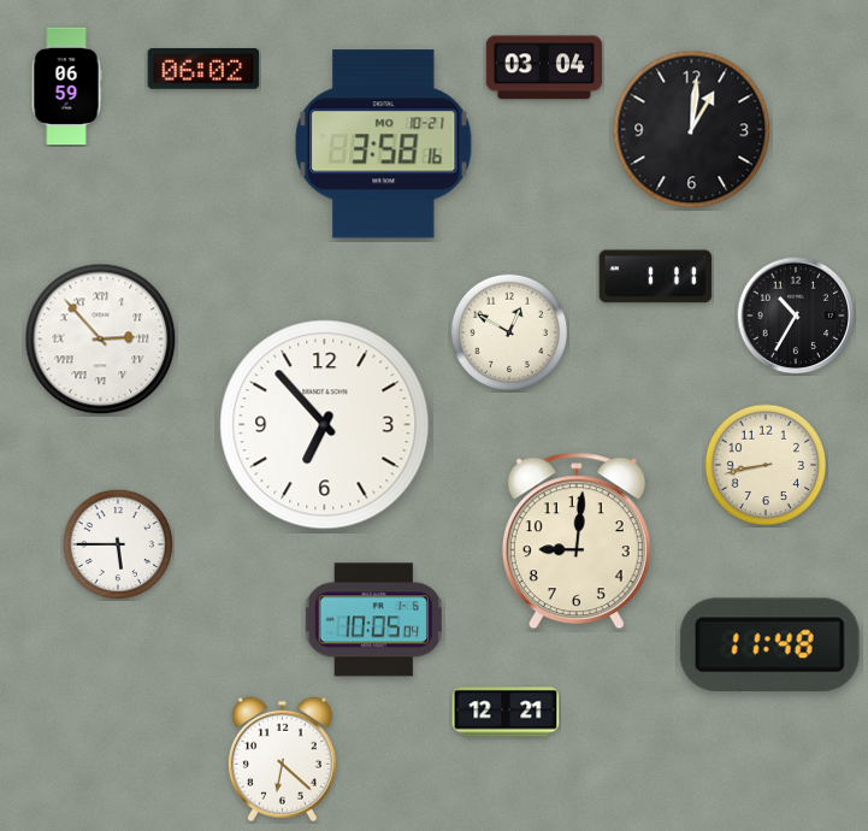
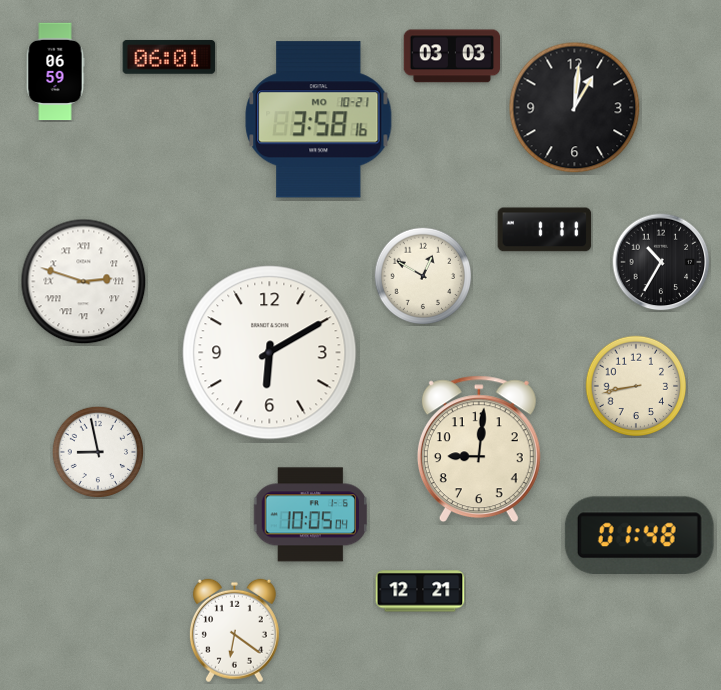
clock at (543, 67): 03:04 -> 03:03
clock at (203, 70): 06:02 -> 06:01
clock at (101, 340): 2:53 -> 2:48
clock at (325, 425): 6:53 -> 6:10
clock at (117, 543): 5:45 -> 8:58
clock at (769, 644): 11:48 -> 01:48
clock at (282, 760): 6:22 -> 6:21
